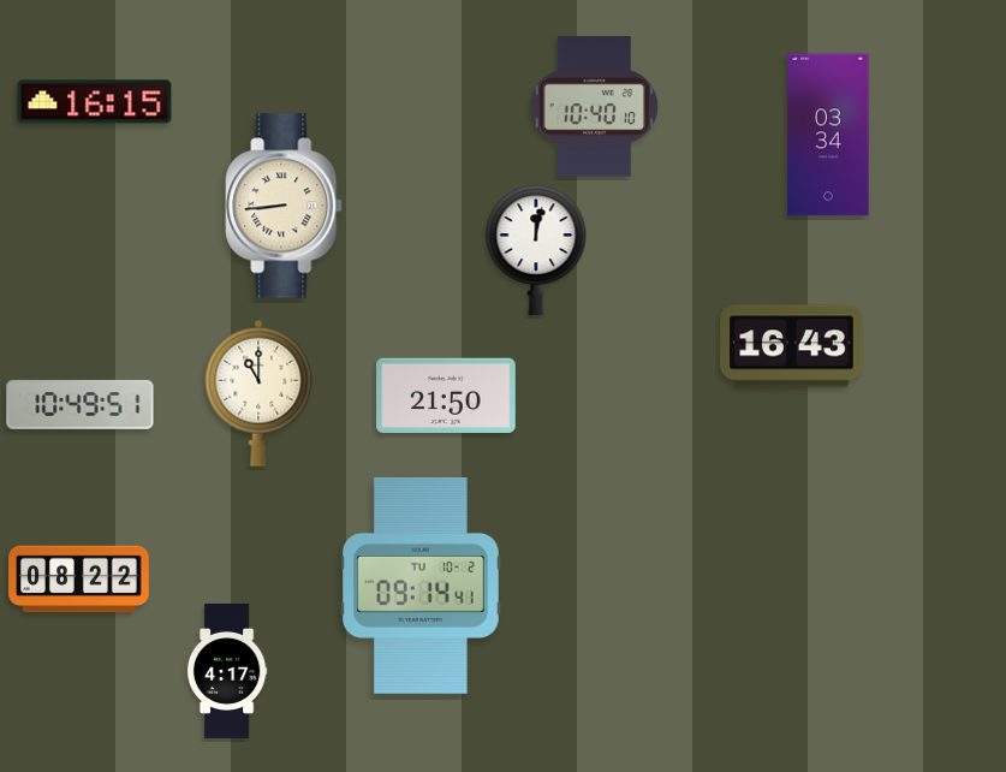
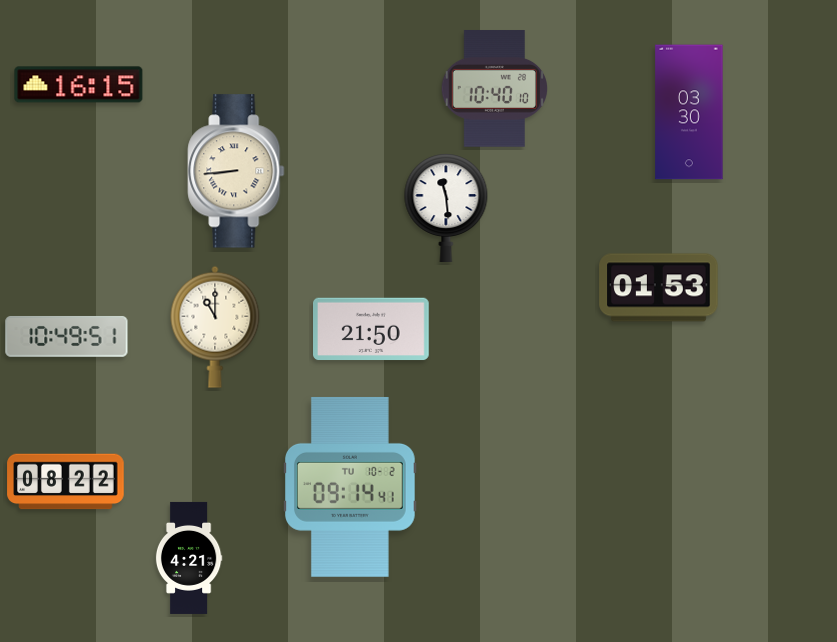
clock at (828, 135): 03:34 -> 03:30
clock at (536, 249): 12:02 -> 11:29
clock at (792, 346): 16:43 -> 01:53
clock at (227, 671): 4:17 -> 4:21
